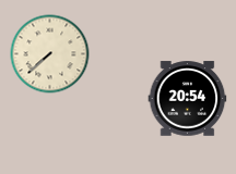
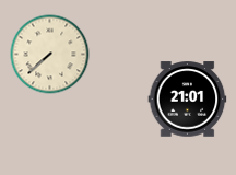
clock at (188, 99): 20:54 -> 21:01
